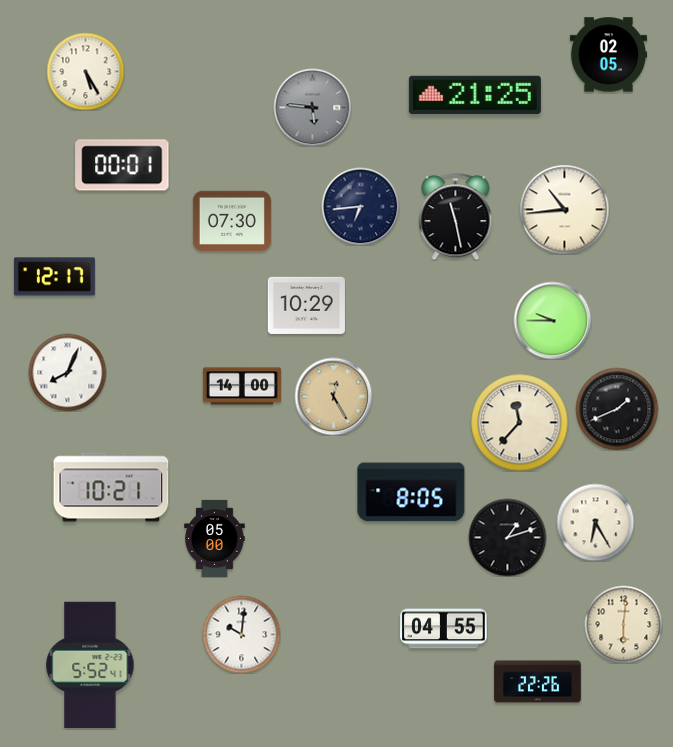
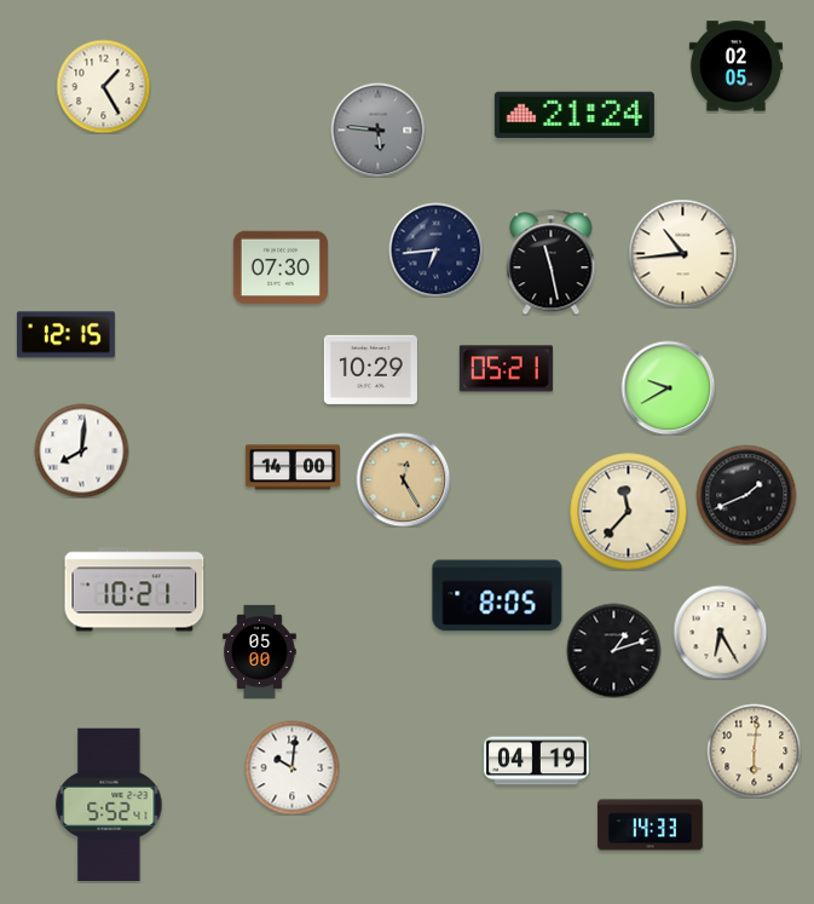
clock at (85, 71): 5:25 -> 1:25
clock at (475, 95): 21:25 -> 21:24
clock at (122, 165): 00:01 -> none
clock at (54, 277): 12:17 -> 12:15
clock at (506, 369): none -> 05:21
clock at (552, 320): 9:45 -> 9:40
clock at (67, 372): 8:04 -> 8:01
clock at (623, 624) position: (623, 624) -> (754, 750)
clock at (444, 629): 04:55 -> 04:19
clock at (538, 682): 22:26 -> 14:33
